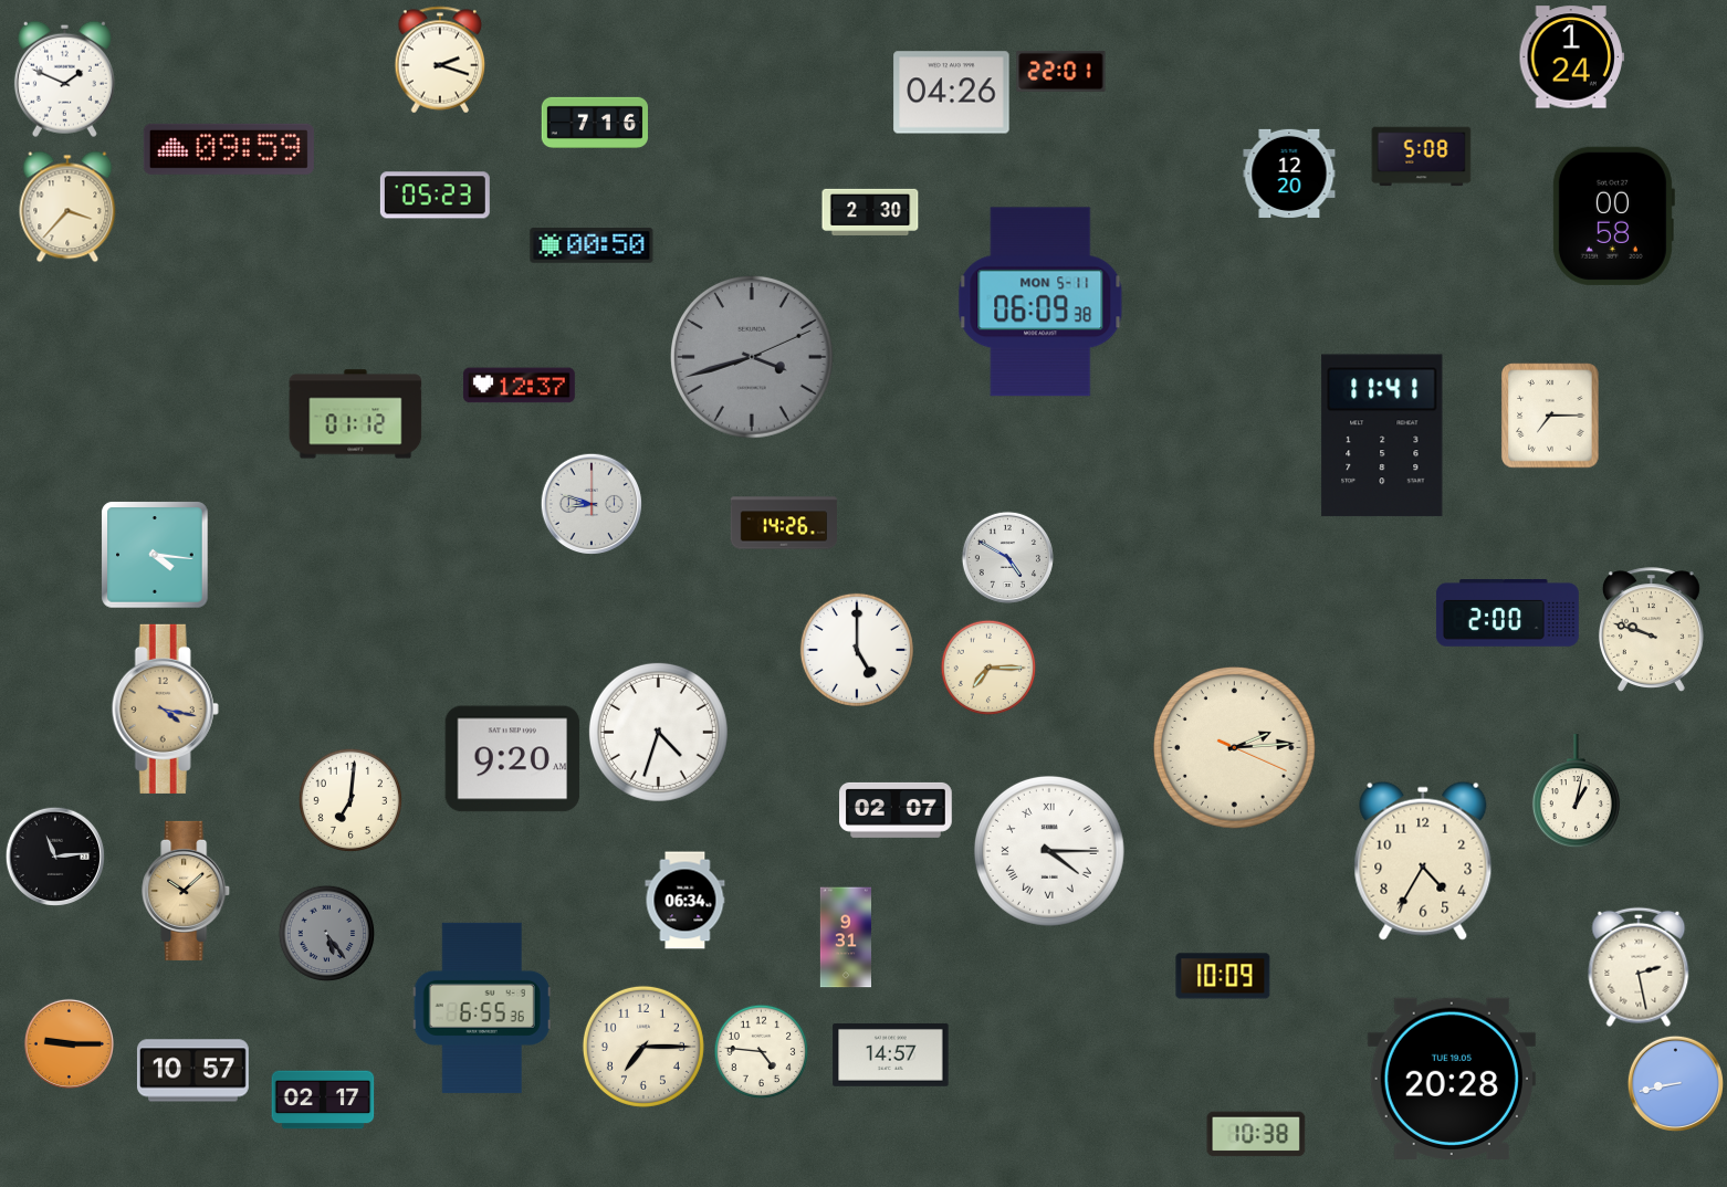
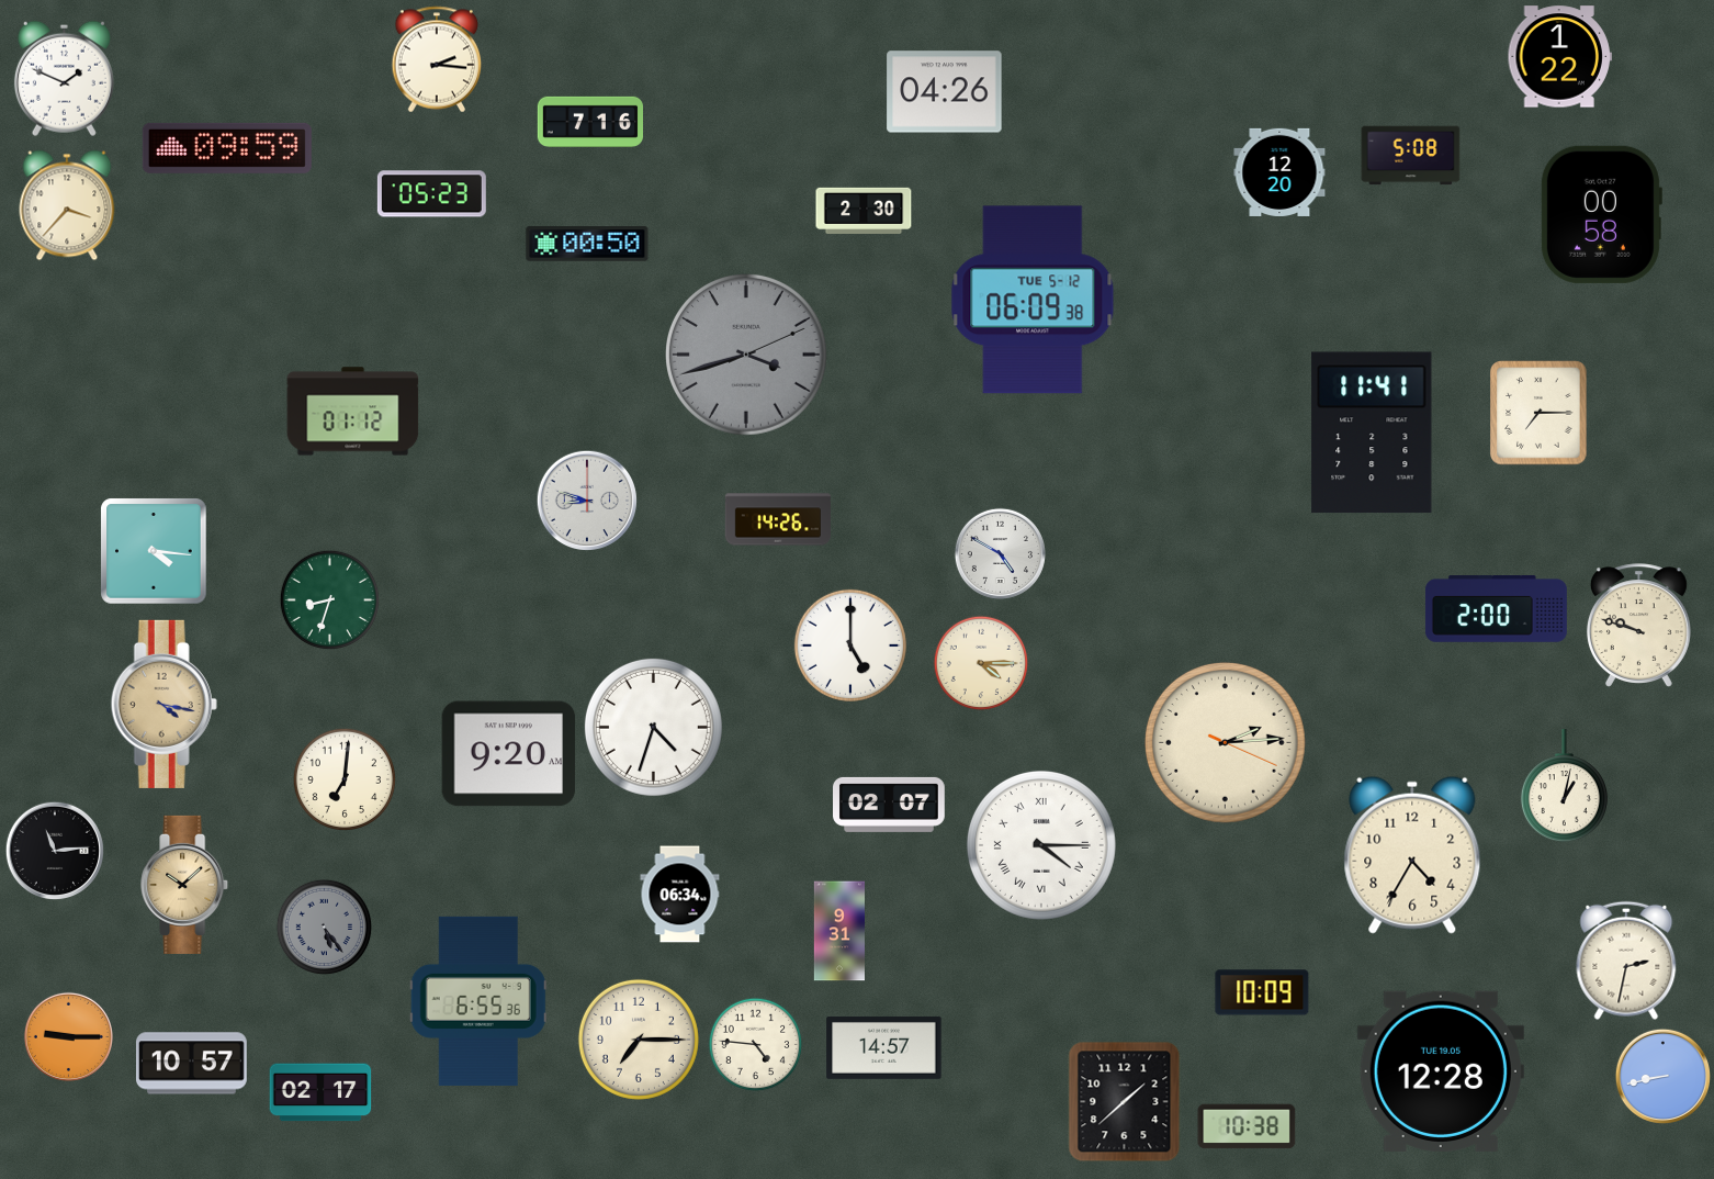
clock at (1571, 57): 1:24 -> 1:22
clock at (440, 60): 2:18 -> 2:16
clock at (1061, 71): 22:01 -> none
clock at (1040, 302) date: MON 5-11 -> TUE 5-12
clock at (519, 386): 12:37 -> none
clock at (329, 599): none -> 8:33
clock at (988, 668): 7:15 -> 4:15
clock at (349, 799) position: (349, 799) -> (343, 778)
clock at (1639, 967): 2:28 -> 2:32
clock at (1223, 976) position: (1223, 976) -> (1262, 992)
clock at (1452, 1079): 20:28 -> 12:28
clock at (1125, 1102): none -> 1:38
